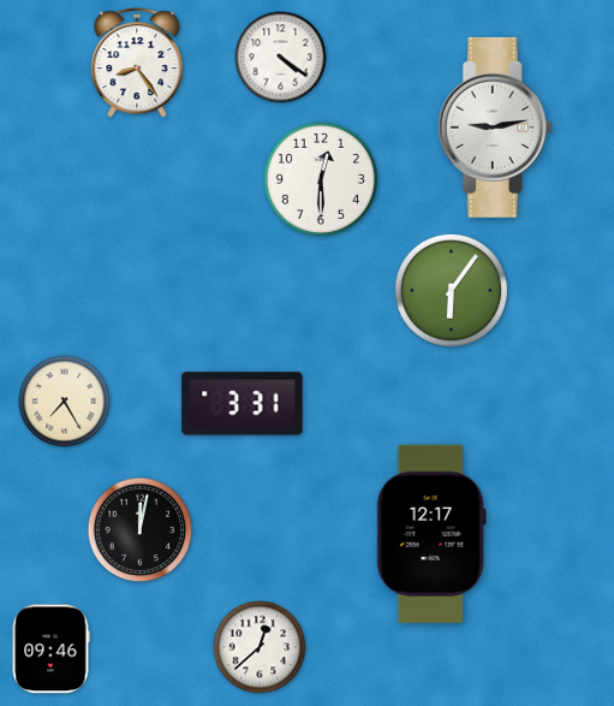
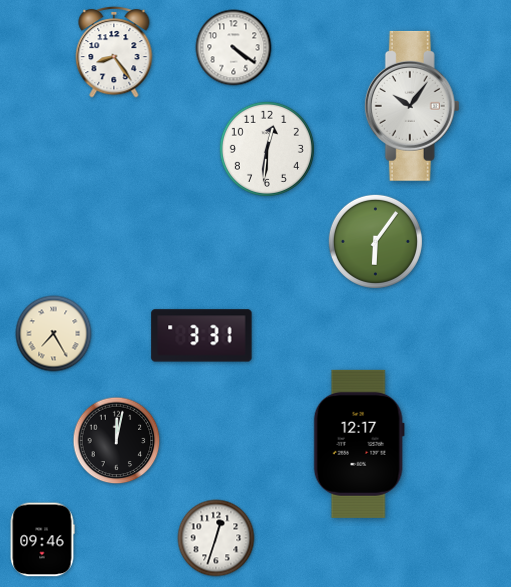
clock at (495, 127): 9:13 -> 10:06
clock at (321, 179): 12:30 -> 12:31
clock at (260, 647): 12:38 -> 12:33
